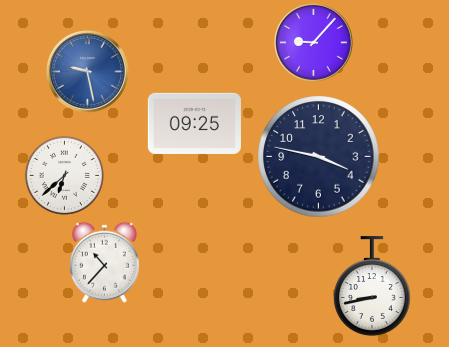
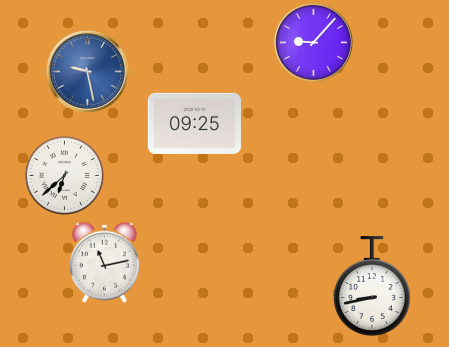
clock at (319, 157): 3:47 -> none
clock at (104, 262): 10:37 -> 11:13
